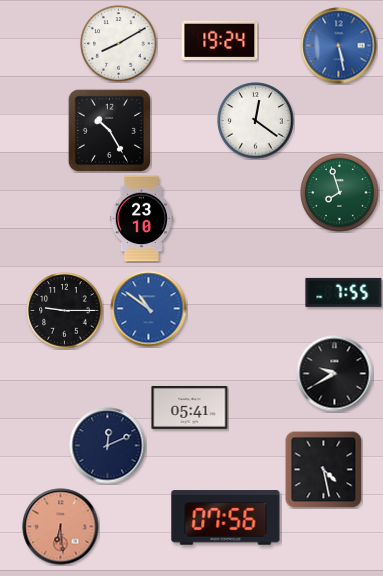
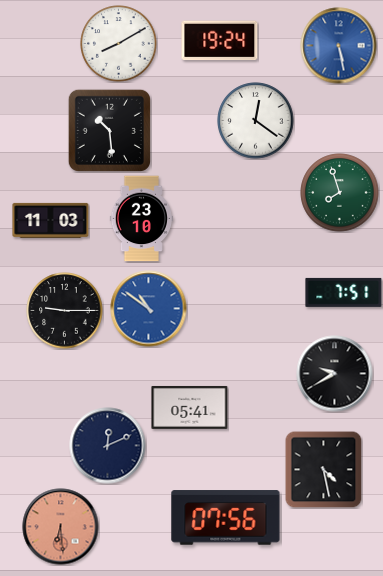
clock at (109, 130): 10:25 -> 10:29
clock at (51, 220): none -> 11:03
clock at (344, 292): 7:55 -> 7:51
